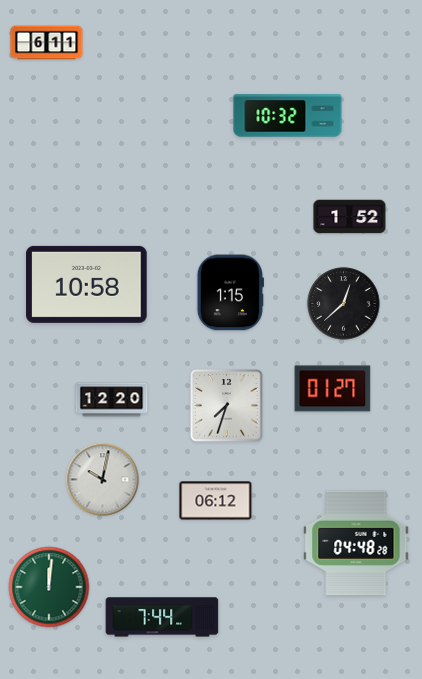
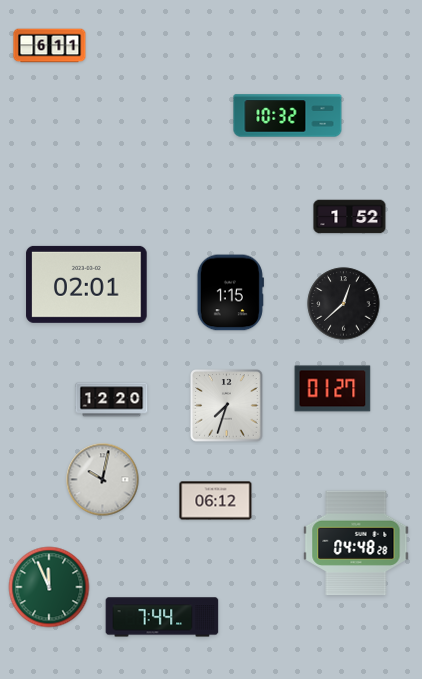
clock at (47, 43) position: (47, 43) -> (50, 46)
clock at (87, 284): 10:58 -> 02:01
clock at (49, 587): 12:01 -> 11:56
